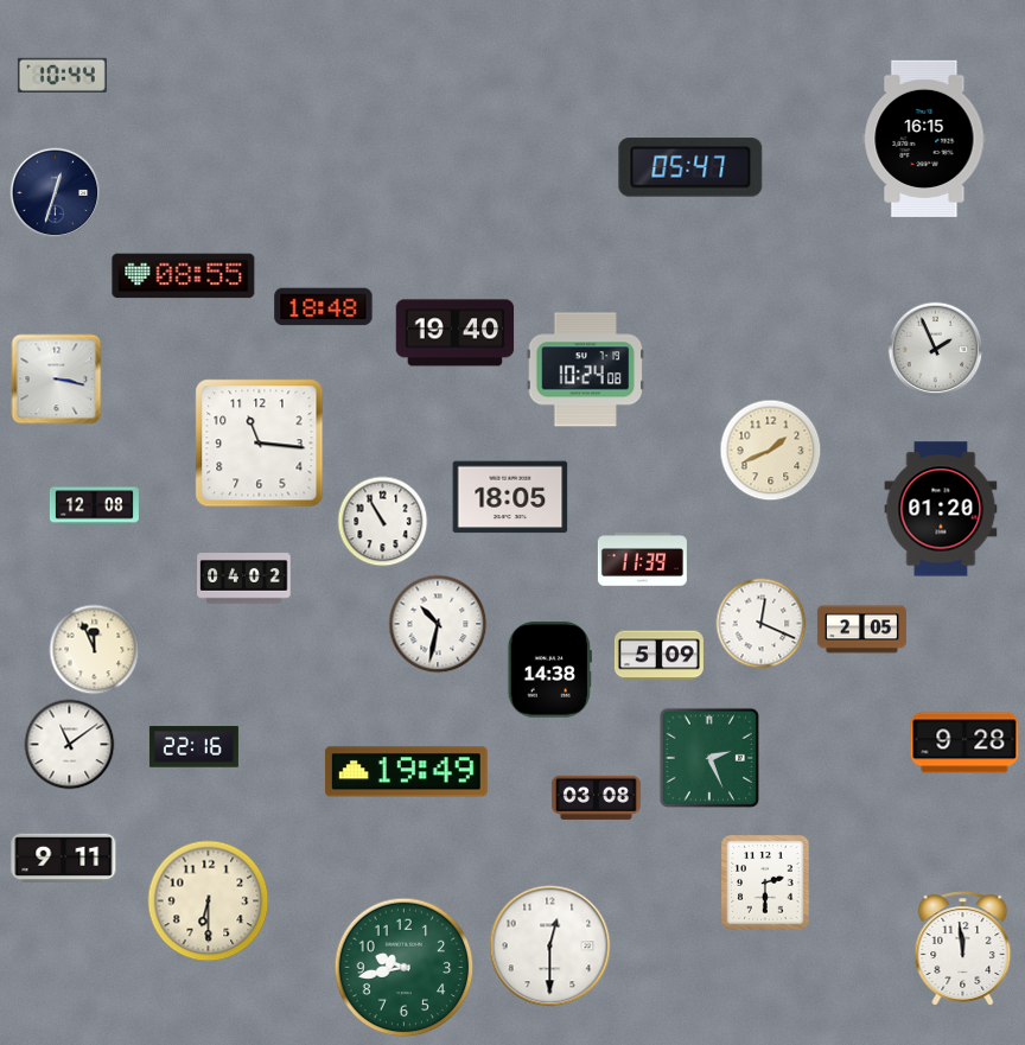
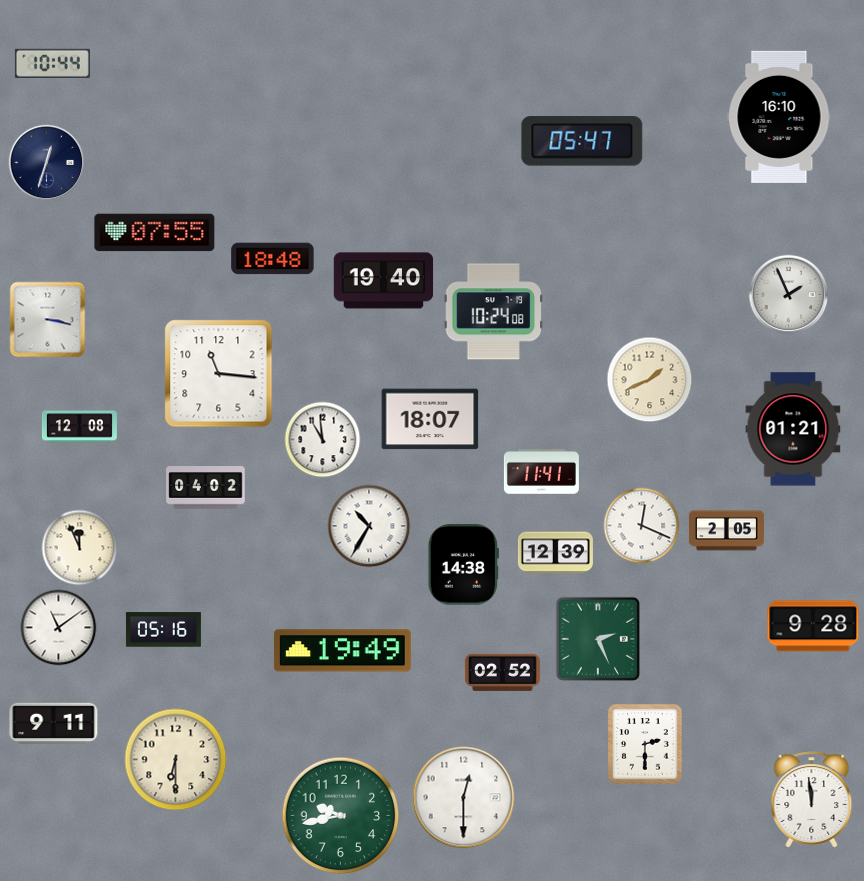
clock at (924, 139): 16:15 -> 16:10
clock at (184, 276): 08:55 -> 07:55
clock at (510, 497): 18:05 -> 18:07
clock at (941, 509): 01:20 -> 01:21
clock at (383, 522): 10:55 -> 10:59
clock at (642, 560): 11:39 -> 11:41
clock at (438, 624): 10:32 -> 10:35
clock at (658, 656): 5:09 -> 12:39
clock at (193, 747): 22:16 -> 05:16
clock at (596, 797): 03:08 -> 02:52
